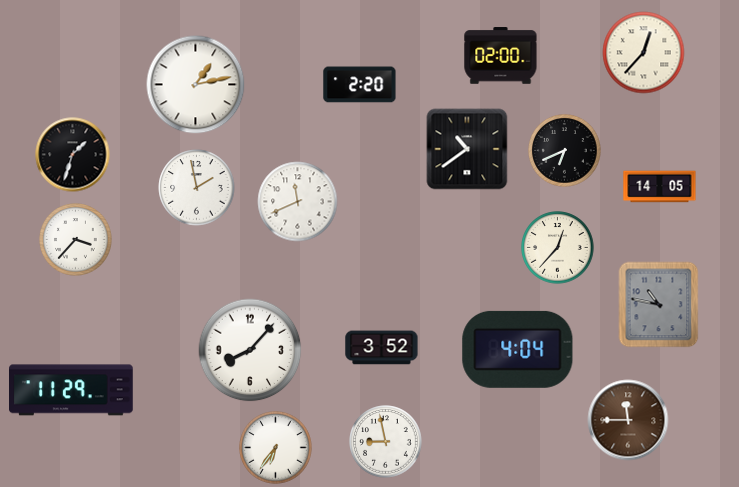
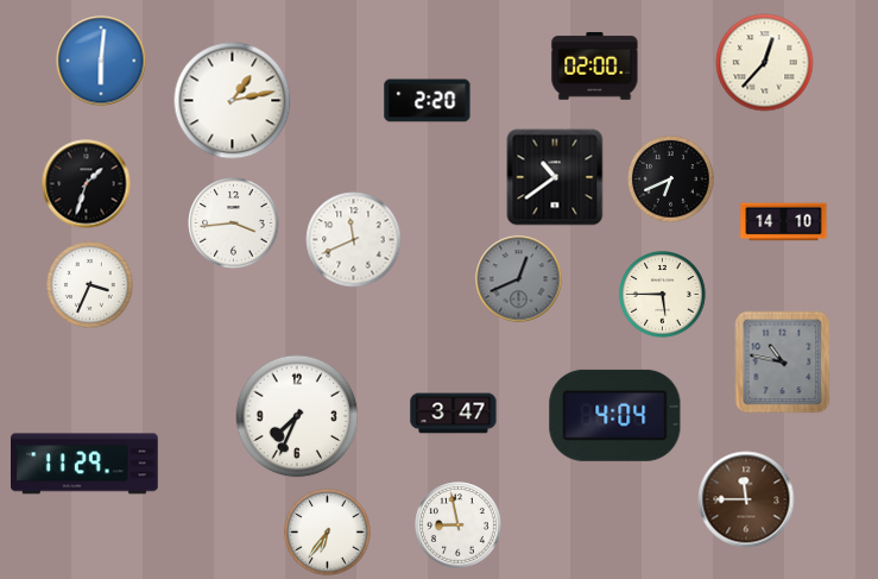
clock at (101, 61): none -> 6:01
clock at (660, 187): 14:05 -> 14:10
clock at (197, 188): 1:58 -> 3:44
clock at (519, 279): none -> 12:41
clock at (76, 240): 3:37 -> 3:34
clock at (558, 248): 12:37 -> 5:45
clock at (382, 348): 3:52 -> 3:47
clock at (250, 350): 8:07 -> 7:34
